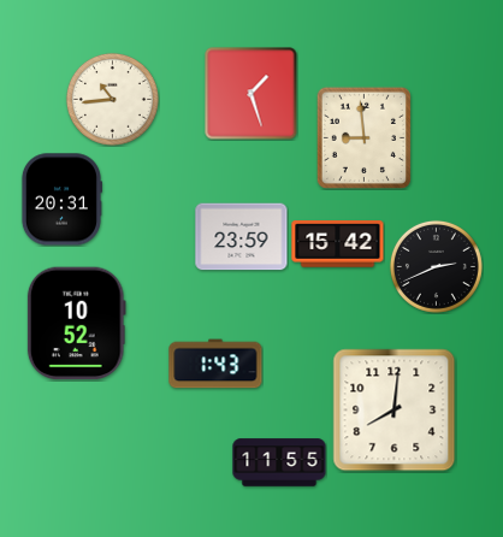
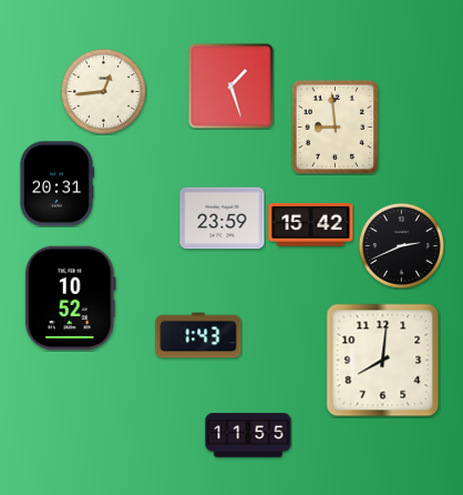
clock at (112, 99): 10:44 -> 12:44
clock at (395, 411) position: (395, 411) -> (383, 361)
clock at (279, 462) position: (279, 462) -> (248, 435)
